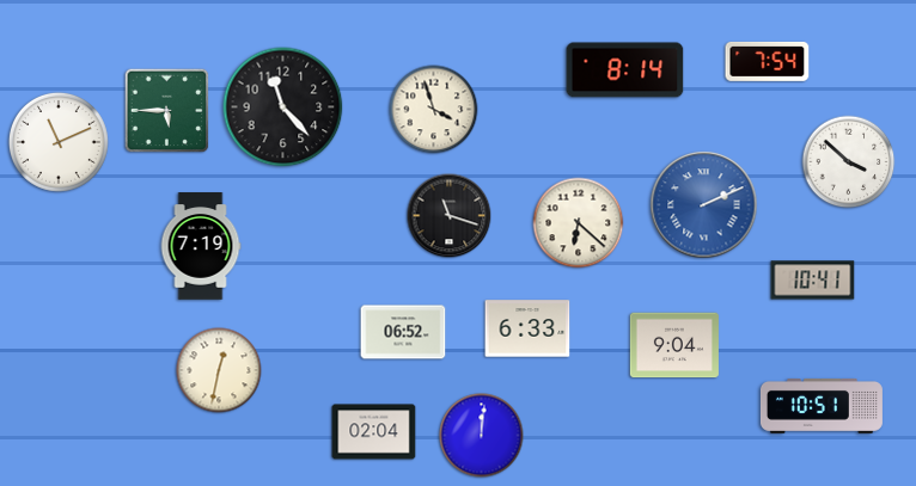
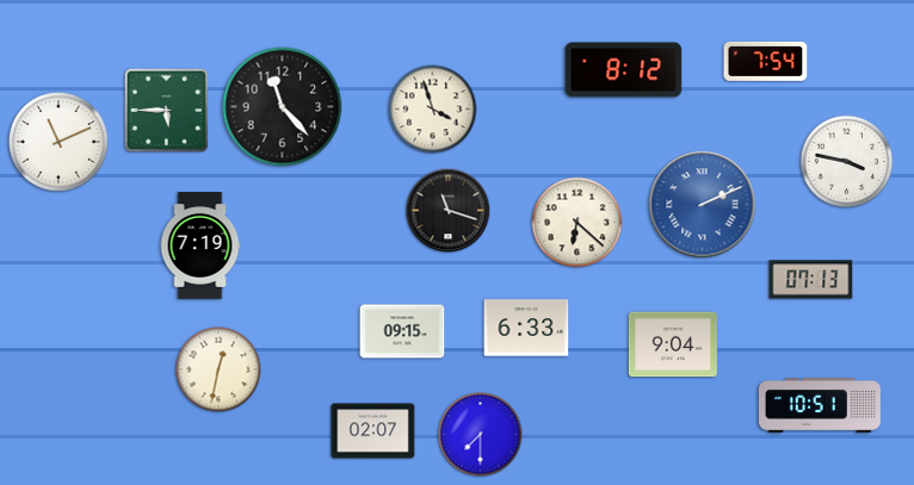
clock at (625, 70): 8:14 -> 8:12
clock at (849, 162): 3:52 -> 3:47
clock at (450, 216) position: (450, 216) -> (449, 211)
clock at (813, 281): 10:41 -> 07:13
clock at (403, 332): 06:52 -> 09:15
clock at (374, 432): 02:04 -> 02:07
clock at (482, 436): 12:01 -> 7:30
